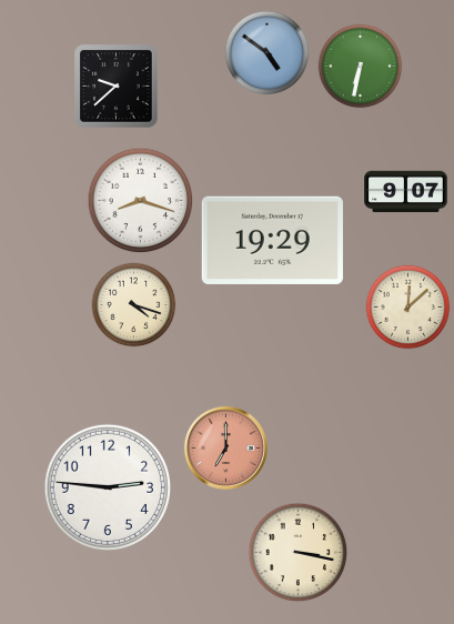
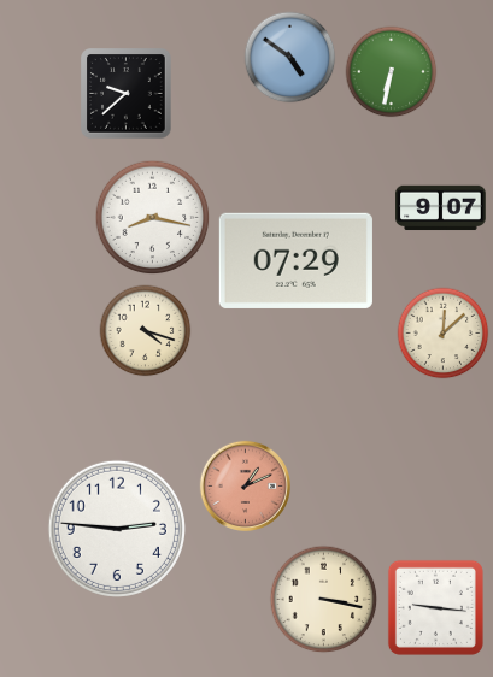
clock at (141, 201): 8:18 -> 8:17
clock at (272, 240): 19:29 -> 07:29
clock at (225, 447): 7:00 -> 1:11
clock at (435, 607): none -> 9:16
